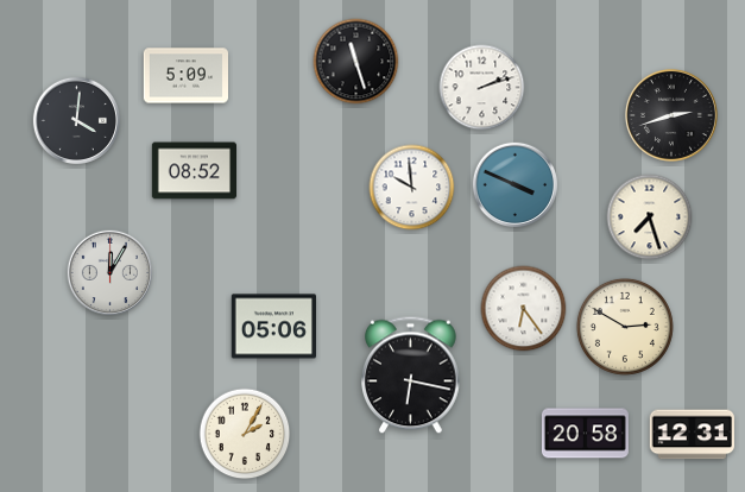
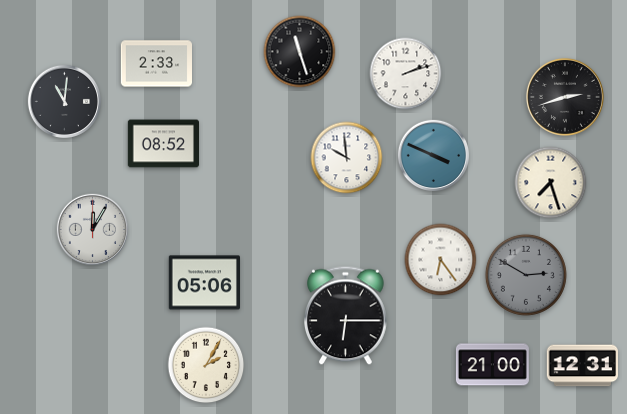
clock at (185, 76): 5:09 -> 2:33
clock at (76, 120): 4:01 -> 11:01
clock at (650, 217) position: (650, 217) -> (551, 183)
clock at (273, 327) position: (273, 327) -> (204, 283)
clock at (625, 327) dial: cream -> grey
clock at (411, 376): 6:17 -> 6:15
clock at (585, 434): 20:58 -> 21:00
